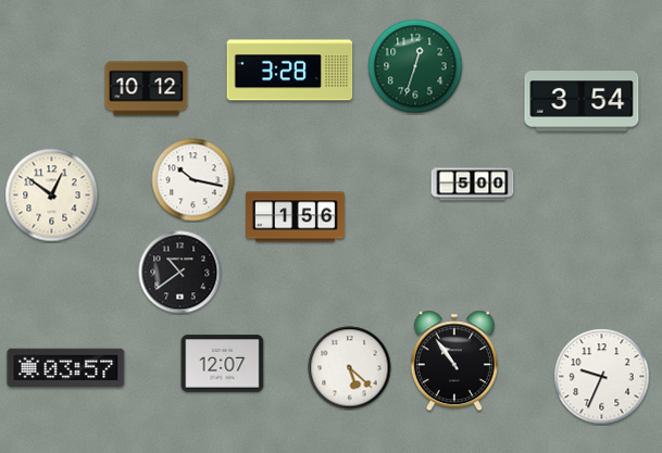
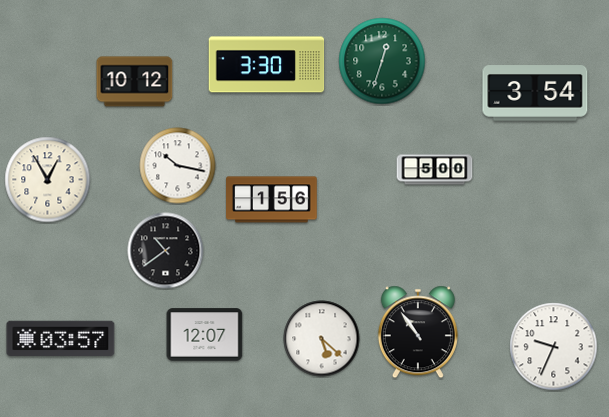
clock at (290, 71): 3:28 -> 3:30
clock at (52, 196): 12:51 -> 12:55
